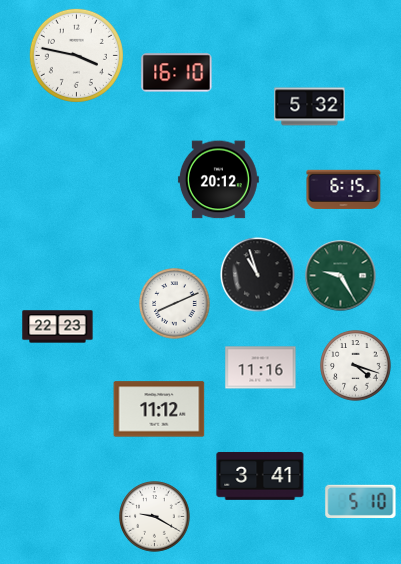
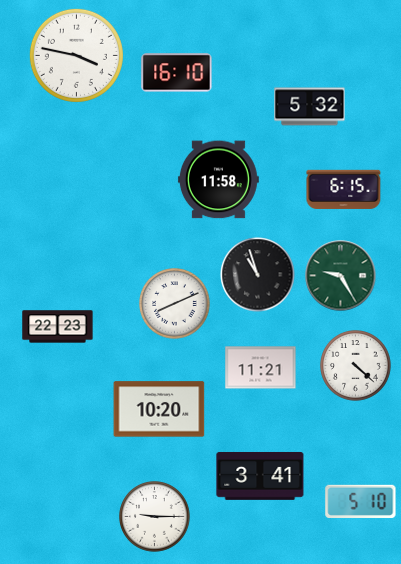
clock at (218, 180): 20:12 -> 11:58
clock at (356, 366): 4:18 -> 4:22
clock at (261, 368): 11:16 -> 11:21
clock at (159, 409): 11:12 -> 10:20
clock at (155, 517): 9:20 -> 9:15
